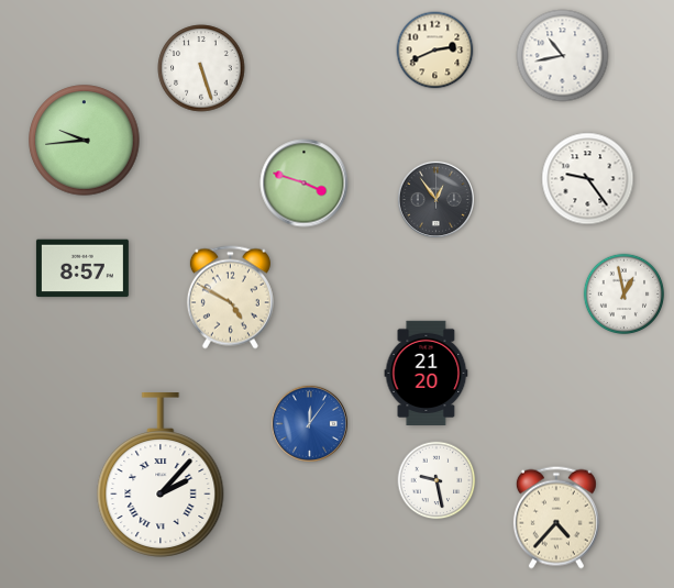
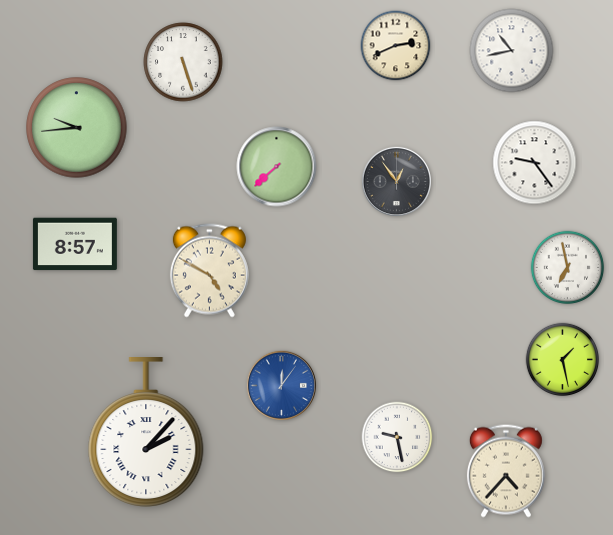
clock at (305, 184): 3:48 -> 7:38
clock at (625, 295): 12:58 -> 6:58
clock at (427, 373): 21:20 -> none
clock at (563, 360): none -> 1:28
